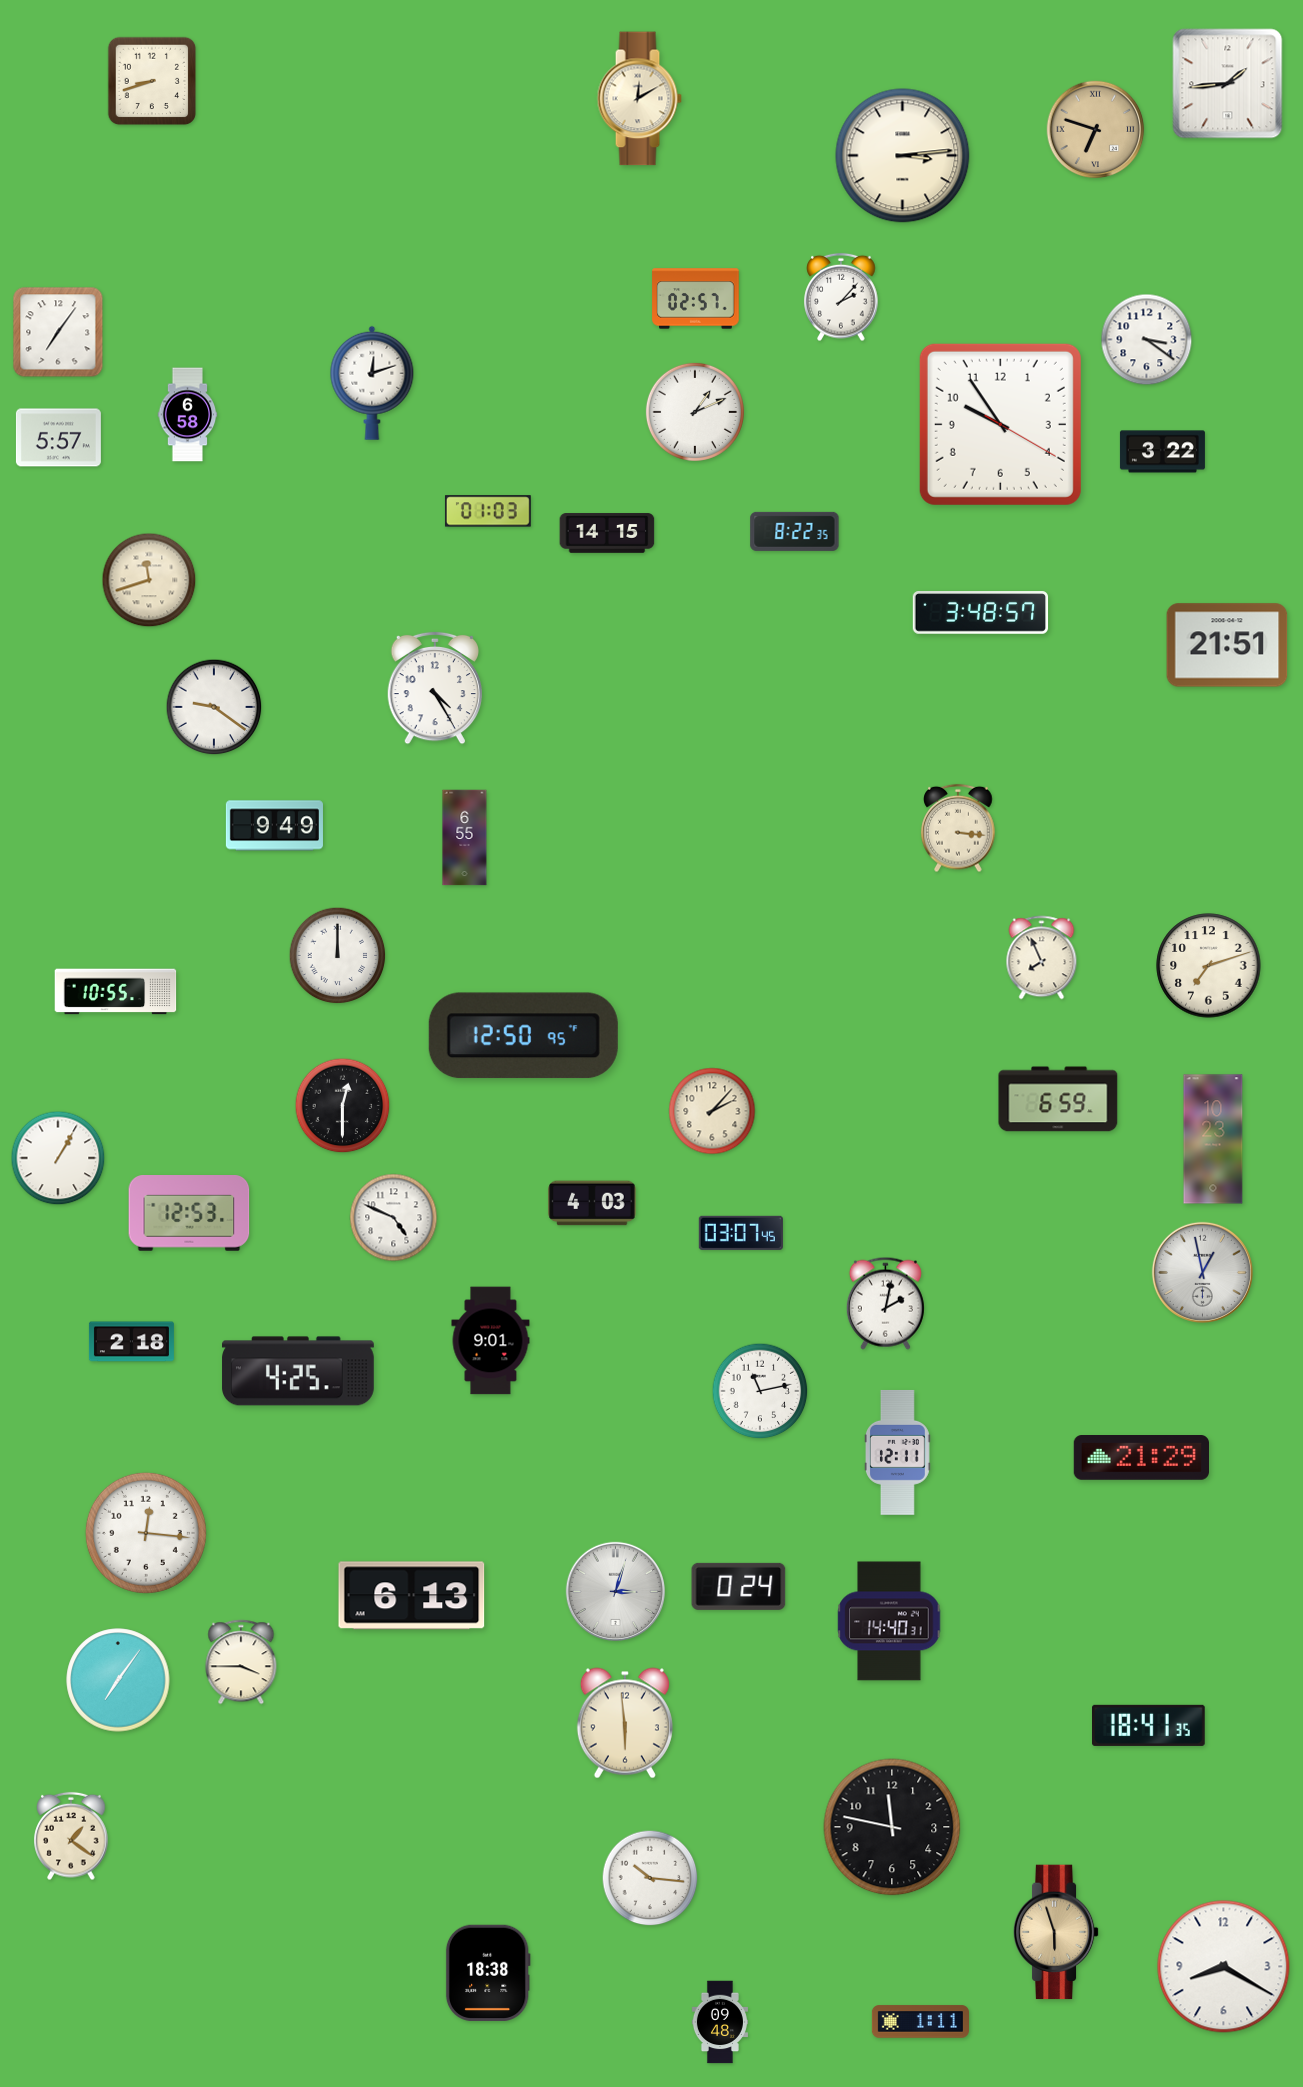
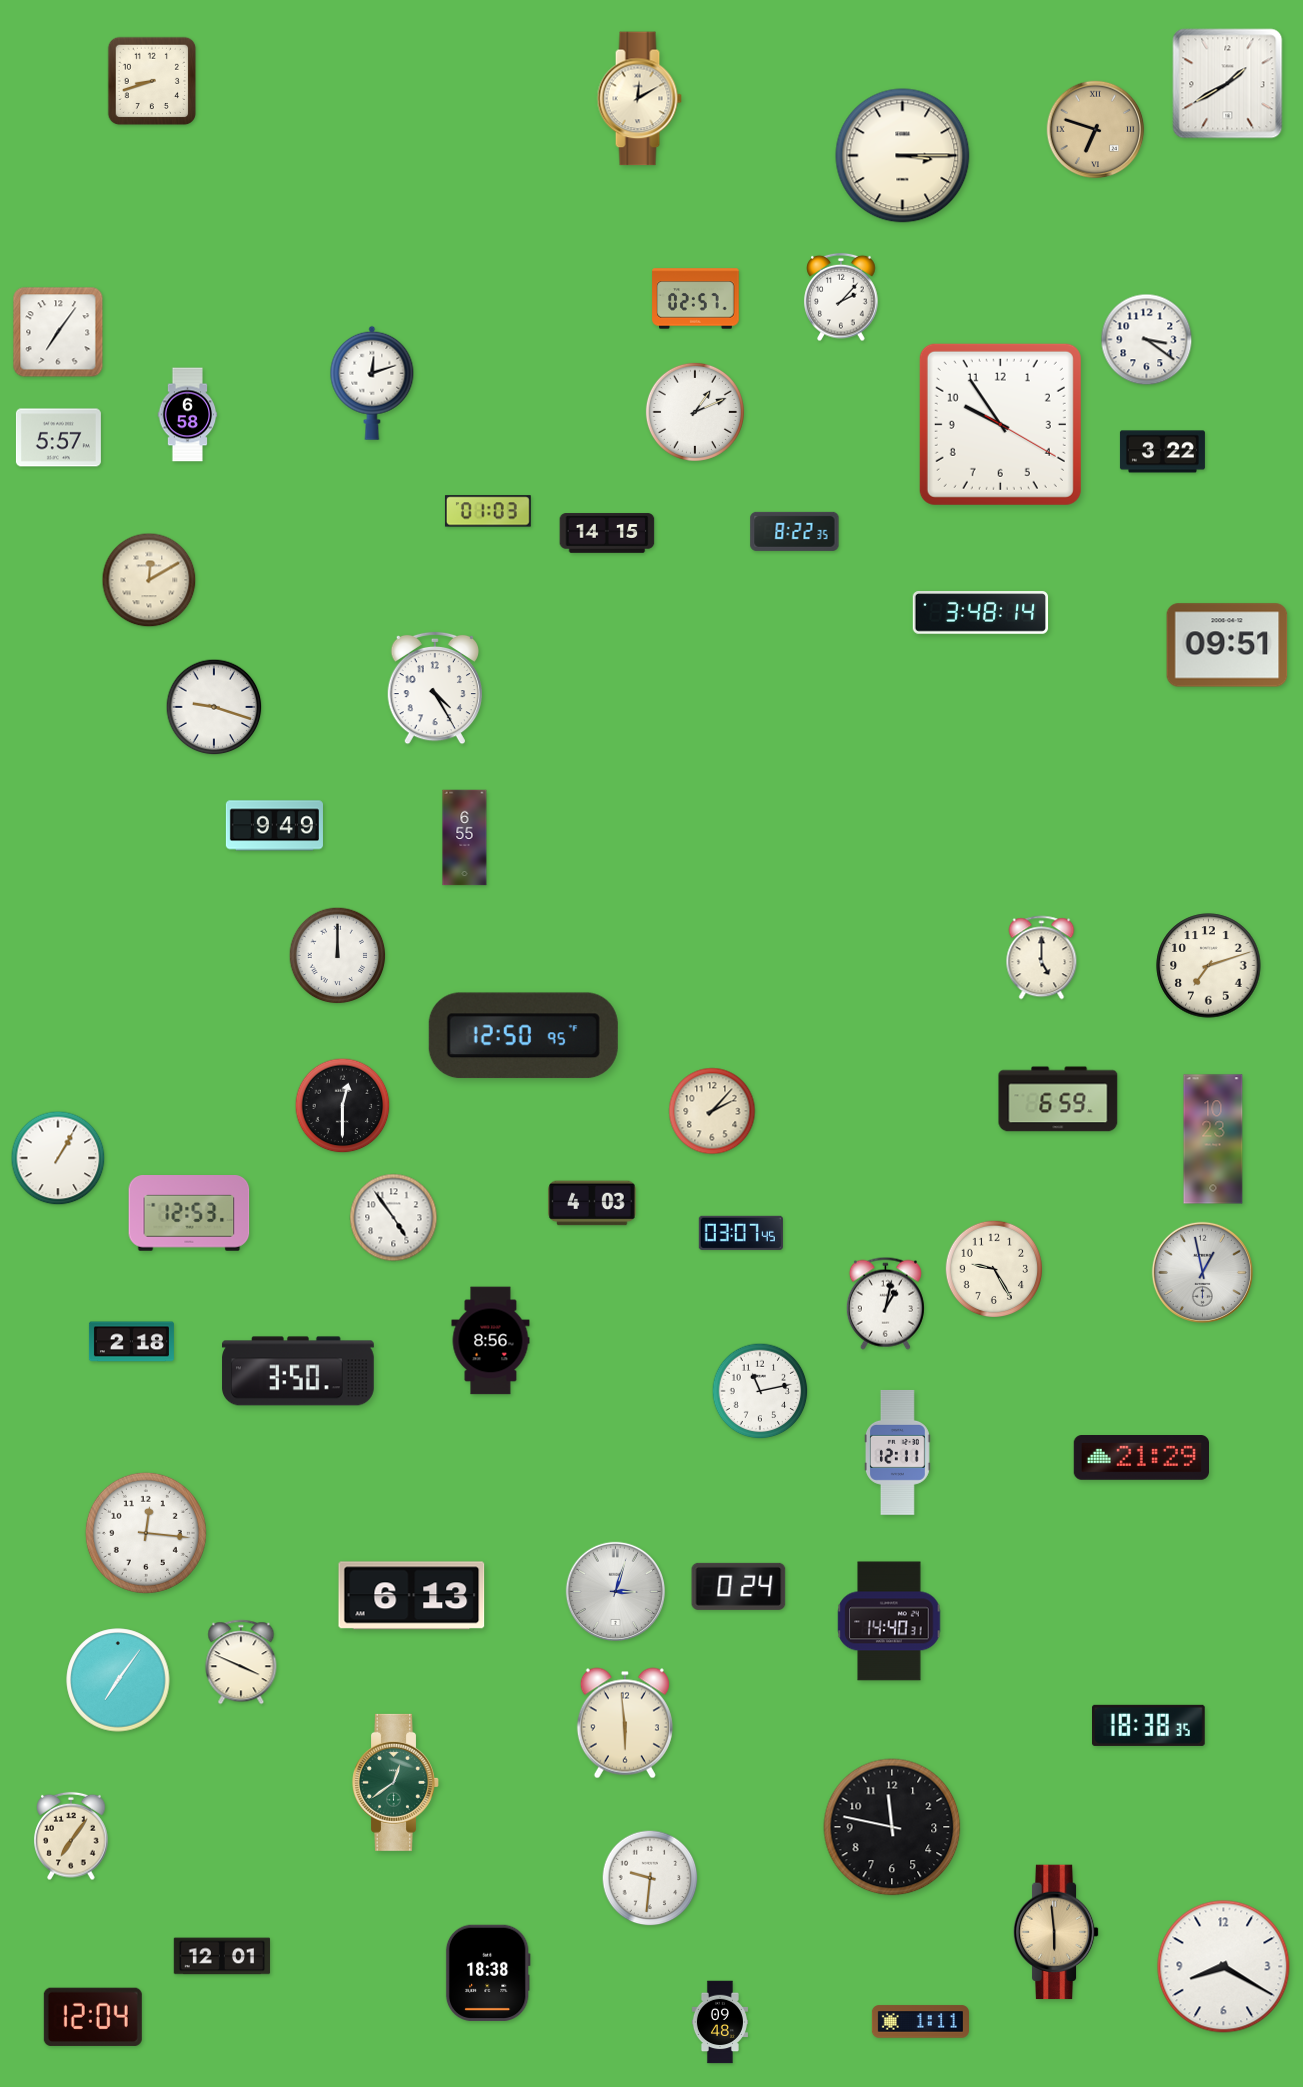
clock at (1228, 84): 1:44 -> 1:40
clock at (903, 156): 3:14 -> 3:15
clock at (149, 580): 11:42 -> 12:10
clock at (981, 613): 3:48:57 -> 3:48:14
clock at (1227, 645): 21:51 -> 09:51
clock at (214, 707): 9:21 -> 9:18
clock at (958, 828): 3:16 -> none
clock at (1042, 958): 7:56 -> 5:00
clock at (116, 992): 10:55 -> none
clock at (394, 1218): 4:49 -> 4:54
clock at (993, 1268): none -> 9:25
clock at (885, 1303): 2:02 -> 1:02
clock at (491, 1341): 9:01 -> 8:56
clock at (298, 1371): 4:25 -> 3:50
clock at (241, 1662): 3:45 -> 3:49
clock at (1149, 1725): 18:41 -> 18:38
clock at (396, 1782): none -> 12:39
clock at (71, 1836): 1:21 -> 7:06
clock at (650, 1878): 10:16 -> 9:31
clock at (1056, 1932): 5:57 -> 5:59
clock at (222, 1956): none -> 12:01
clock at (93, 2017): none -> 12:04
